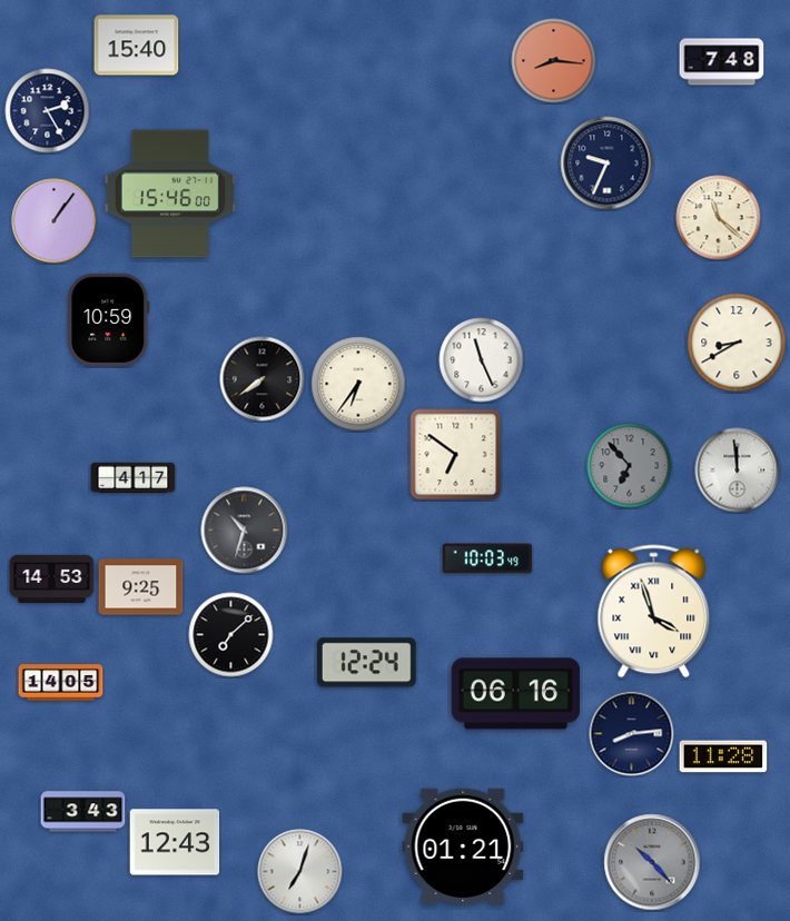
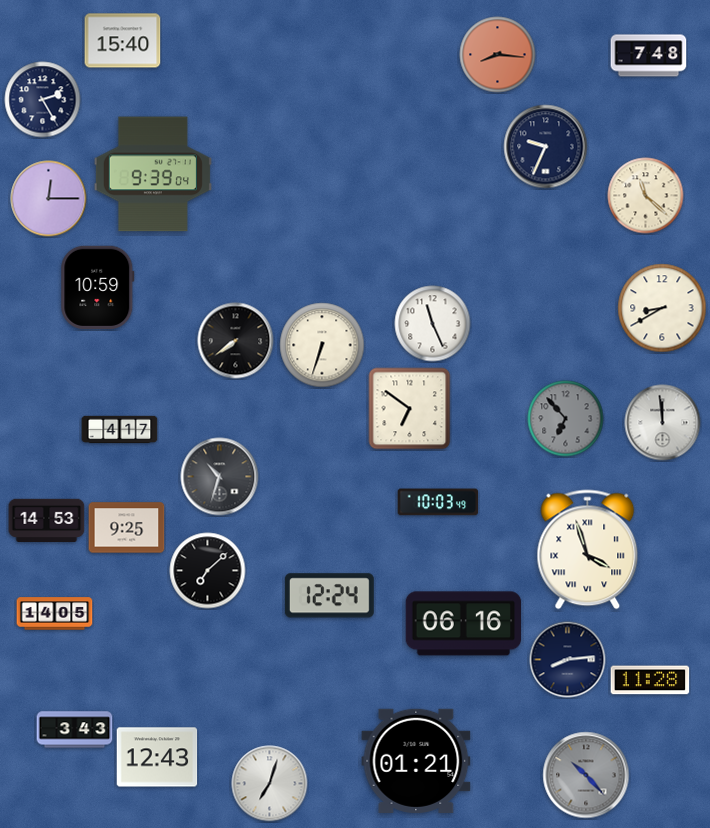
clock at (170, 194): 15:46 -> 9:39
clock at (55, 221): 1:06 -> 12:15
clock at (358, 384): 6:36 -> 6:33
